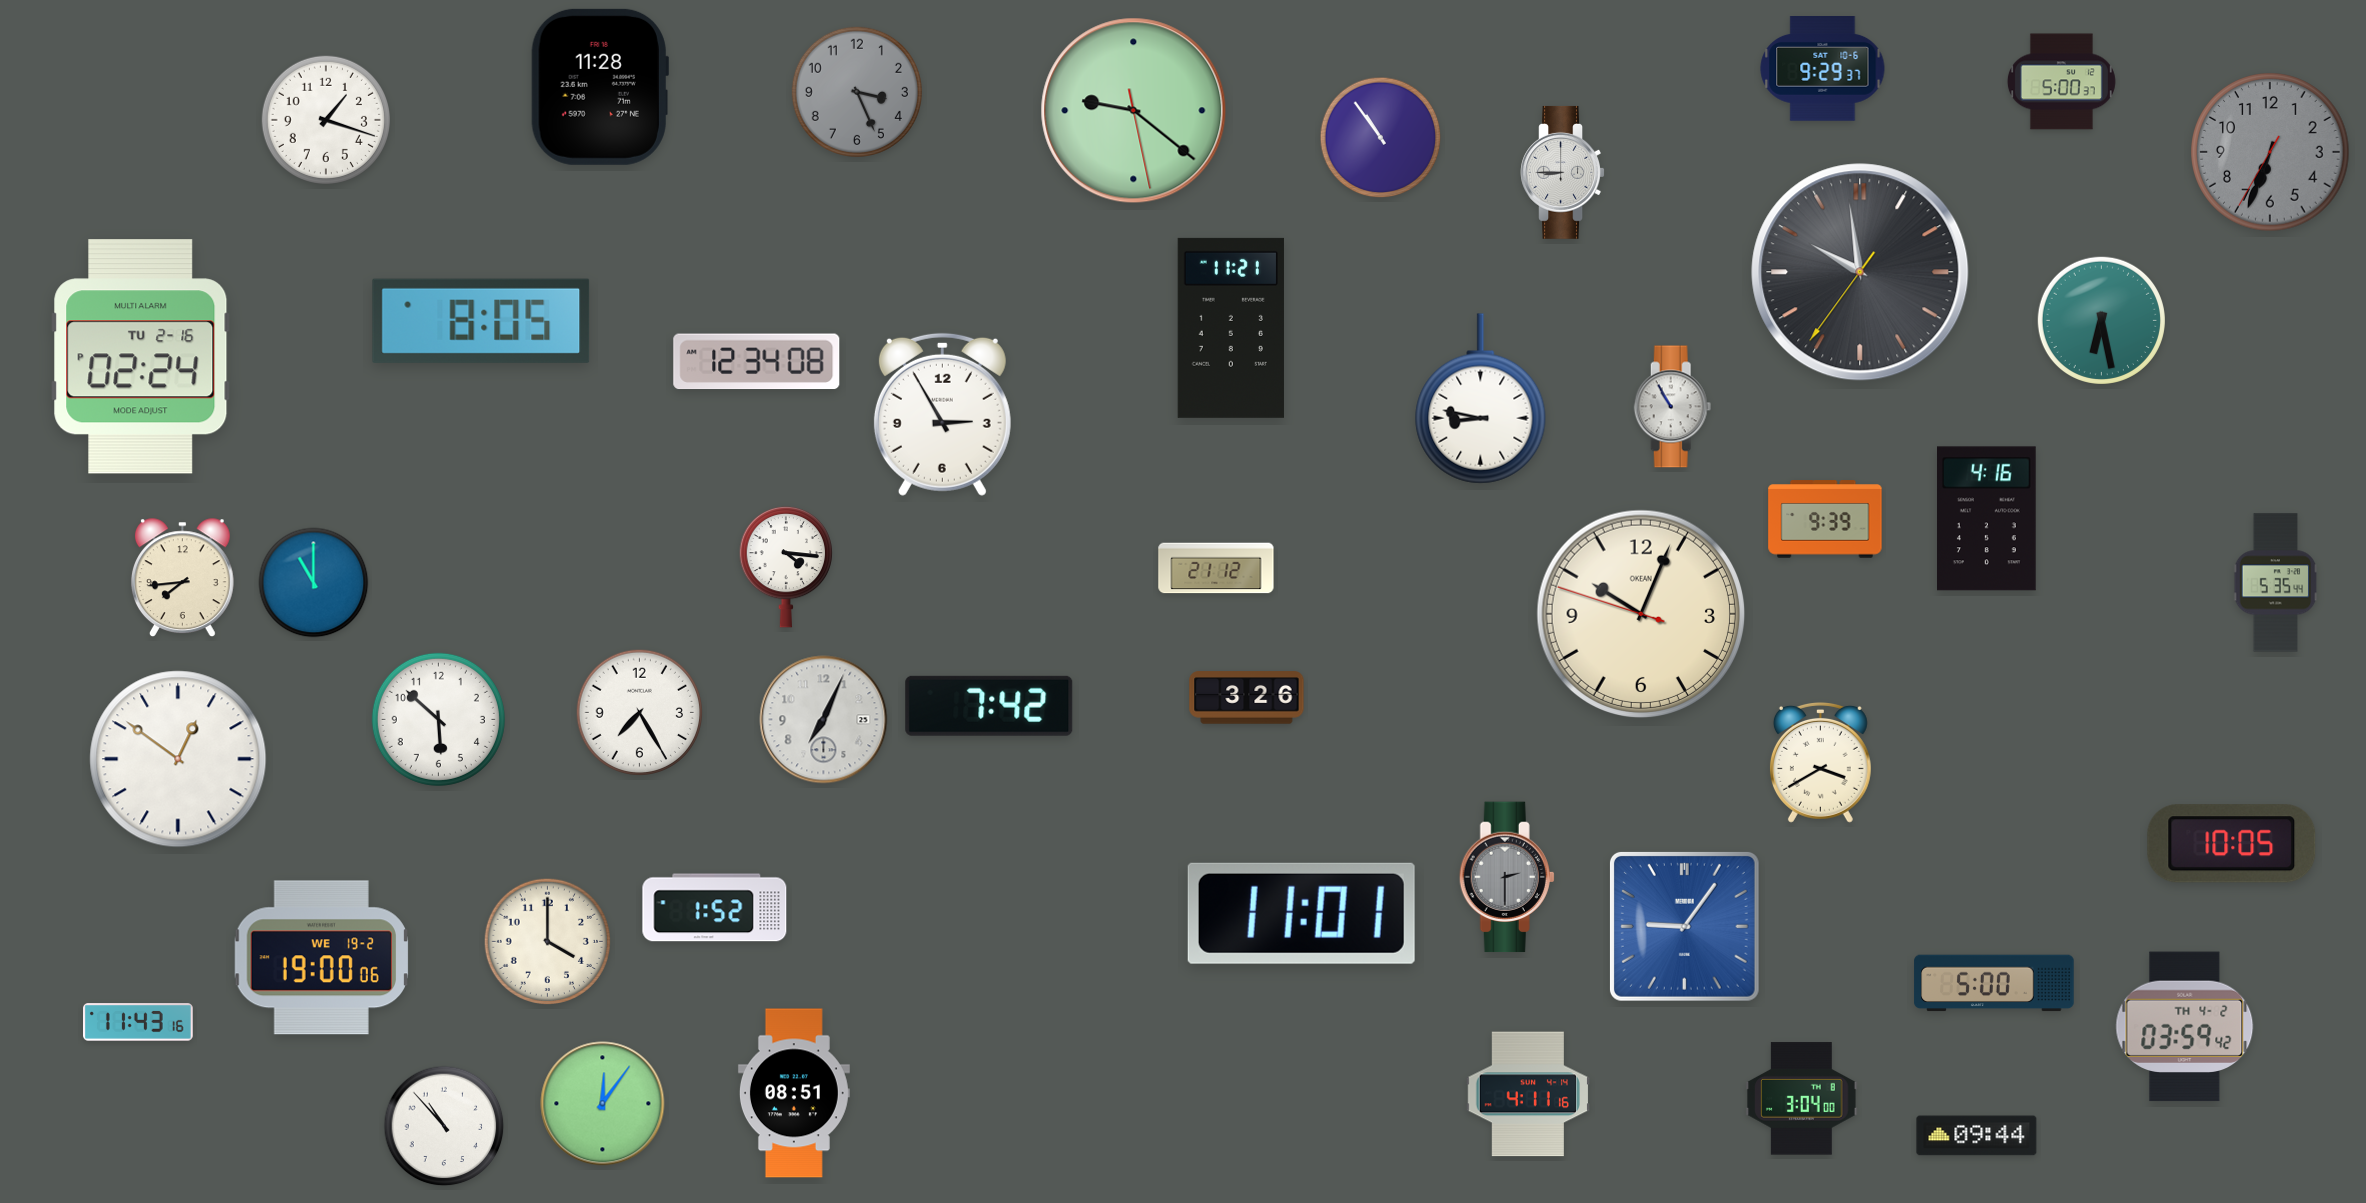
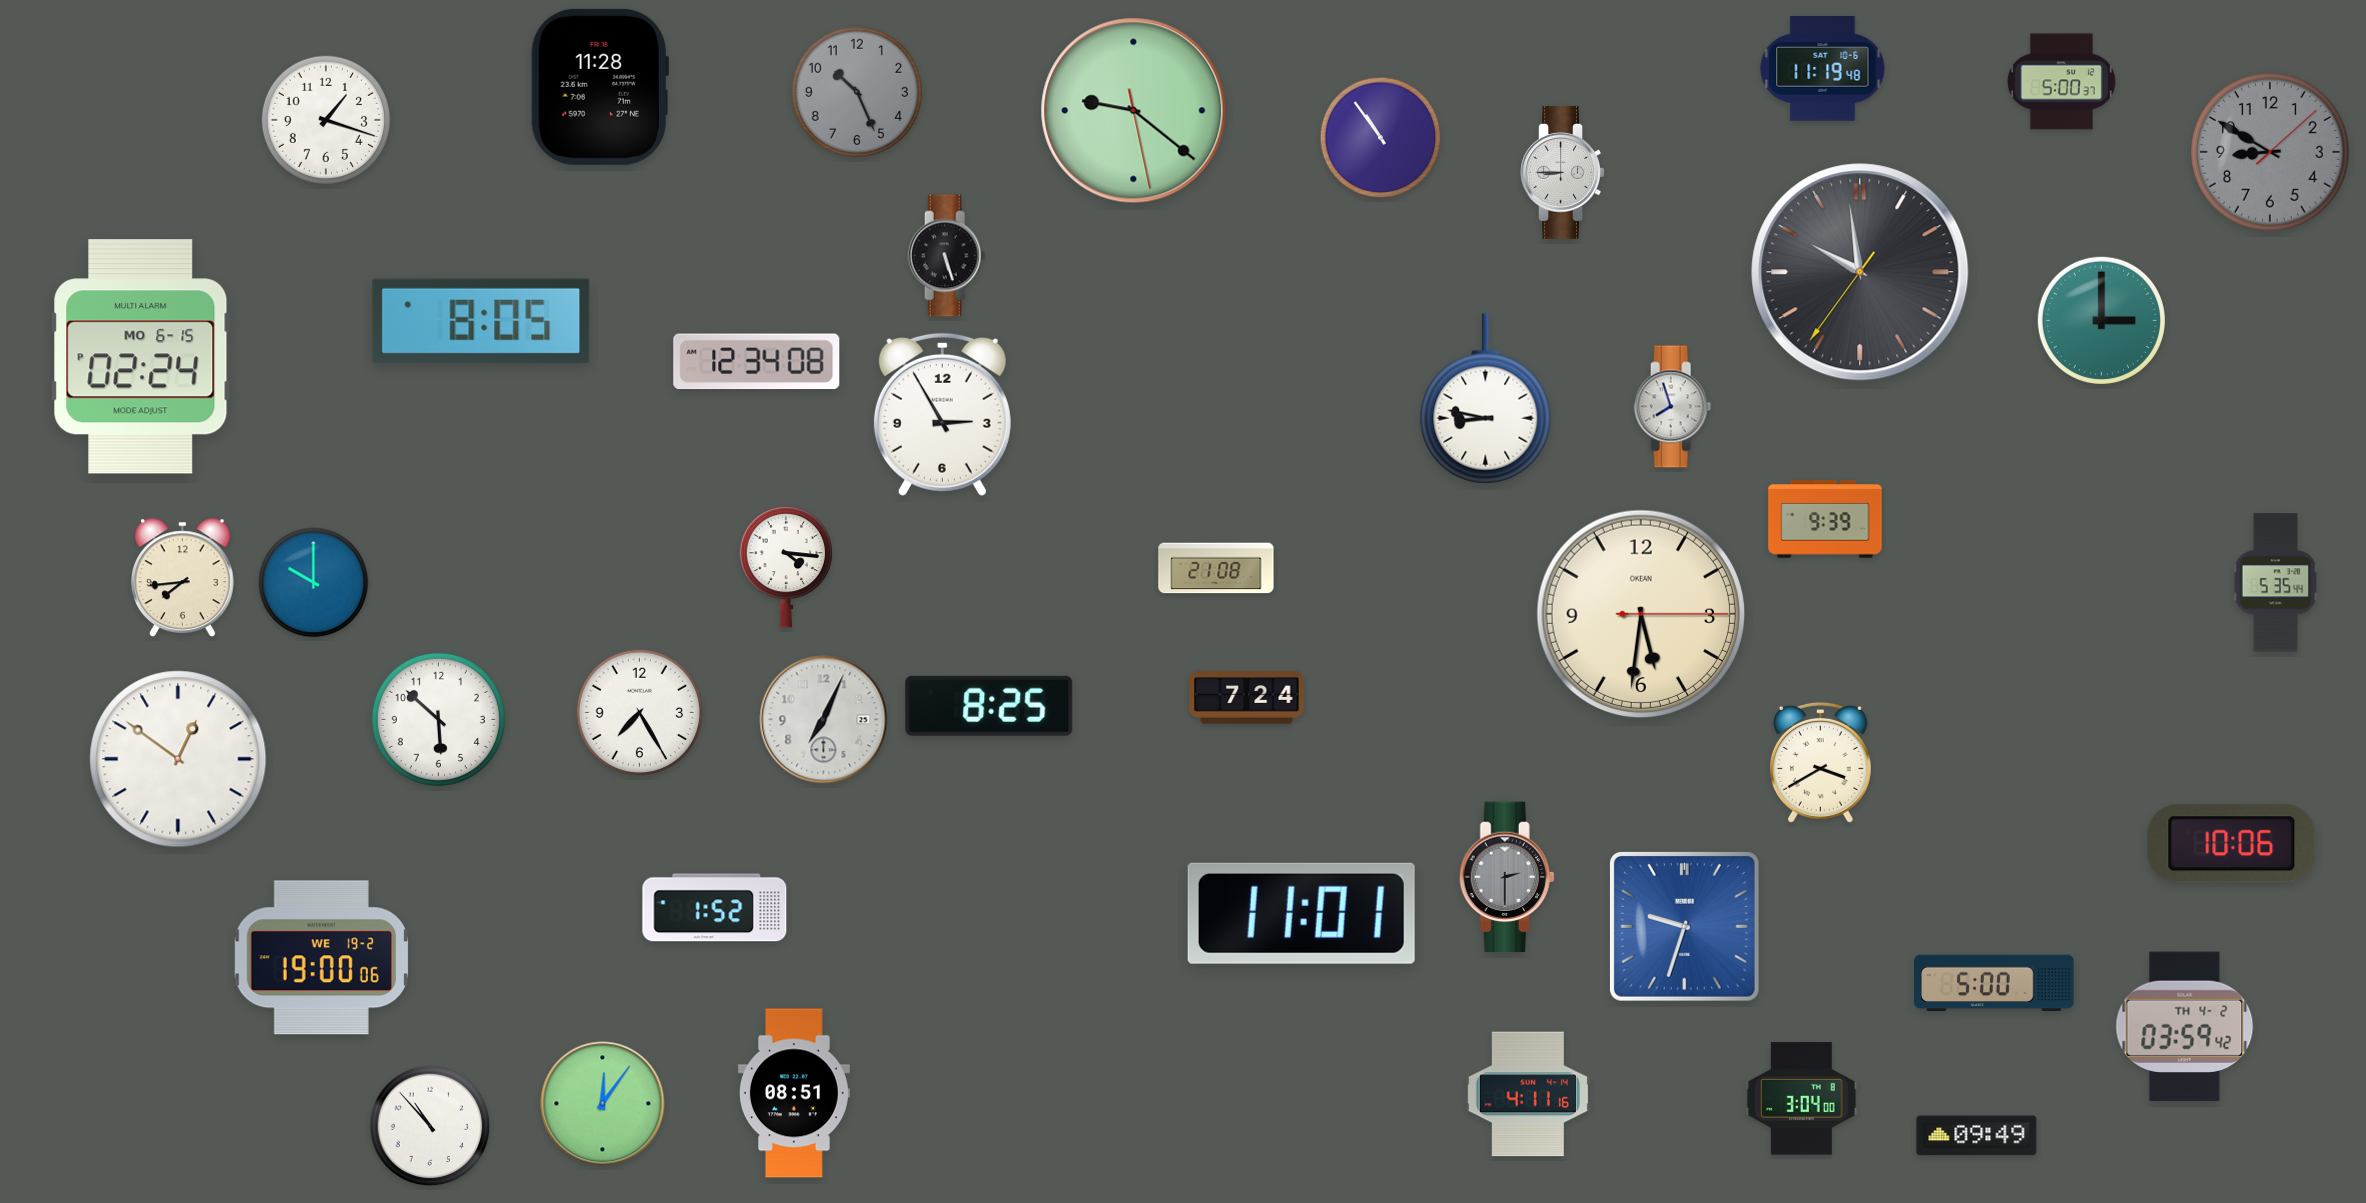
clock at (1823, 69): 9:29 -> 11:19
clock at (857, 92): 3:26 -> 10:26
clock at (2270, 152): 6:33 -> 8:50
clock at (947, 256): none -> 5:27
clock at (2101, 320): 6:28 -> 3:00
clock at (1231, 328): 11:21 -> none
clock at (141, 357) date: TU 2-16 -> MO 6-15
clock at (1481, 399) position: (1481, 399) -> (1486, 399)
clock at (1673, 407): 10:55 -> 7:57
clock at (1987, 519): 4:16 -> none
clock at (1216, 568): 21:12 -> 21:08
clock at (314, 583): 11:00 -> 10:00
clock at (1641, 614): 10:03 -> 5:31
clock at (1247, 698): 3:26 -> 7:24
clock at (989, 706): 7:42 -> 8:25
clock at (2232, 844): 10:05 -> 10:06
clock at (1684, 926): 9:06 -> 9:33
clock at (547, 941): 4:00 -> none
clock at (139, 1022): 11:43 -> none
clock at (444, 1126) position: (444, 1126) -> (430, 1126)
clock at (1977, 1136): 09:44 -> 09:49
